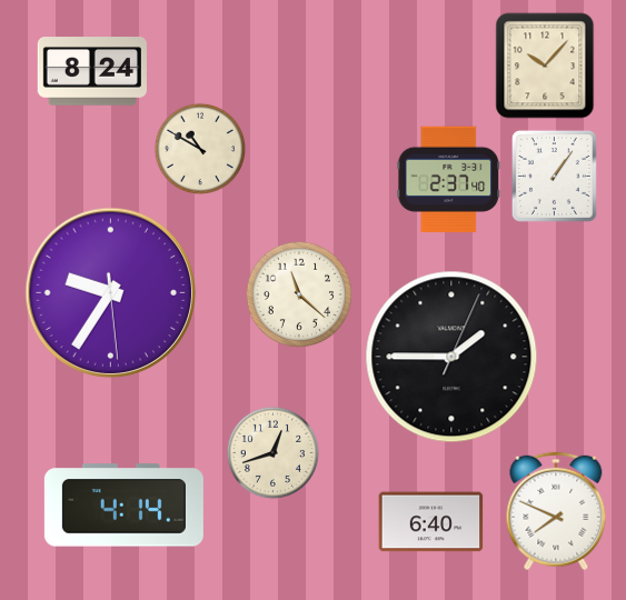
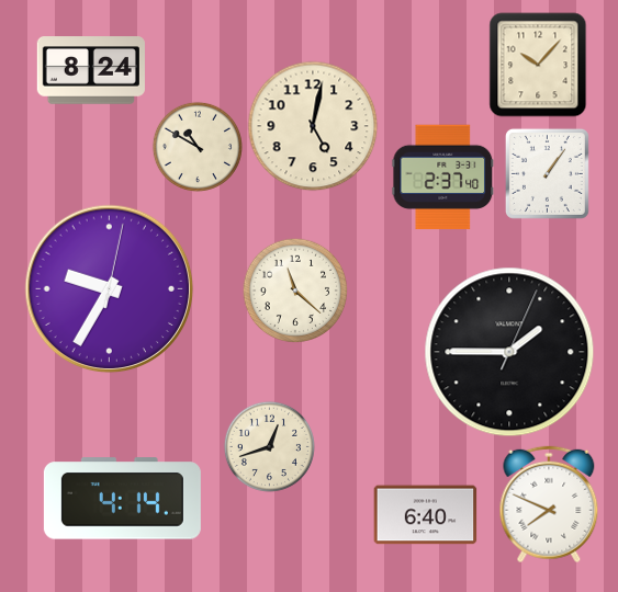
clock at (313, 126): none -> 5:02
clock at (111, 293): 9:35:29 -> 9:35:02
clock at (451, 357) position: (451, 357) -> (509, 352)
